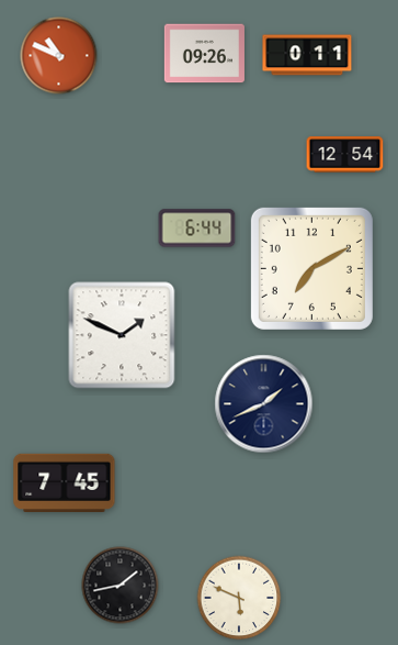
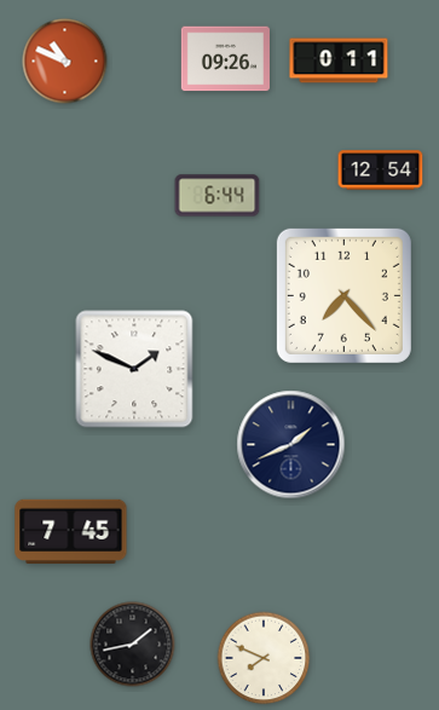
clock at (197, 229) position: (197, 229) -> (218, 196)
clock at (311, 268): 7:10 -> 7:23
clock at (239, 598): 5:49 -> 7:49
